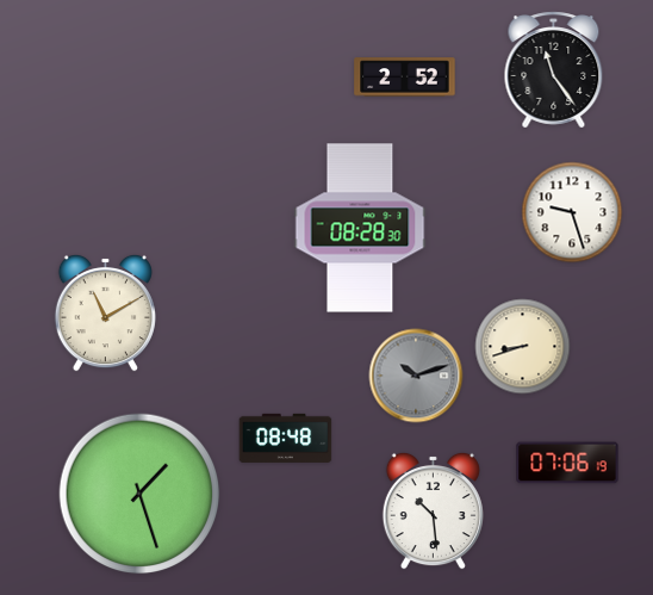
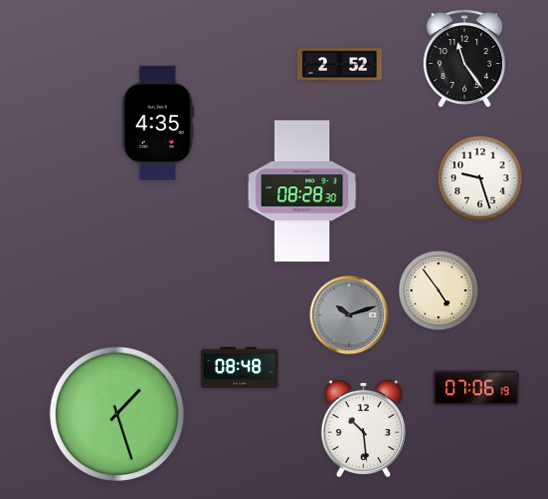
clock at (158, 123): none -> 4:35
clock at (105, 312): 11:10 -> none
clock at (523, 347): 8:42 -> 4:54
